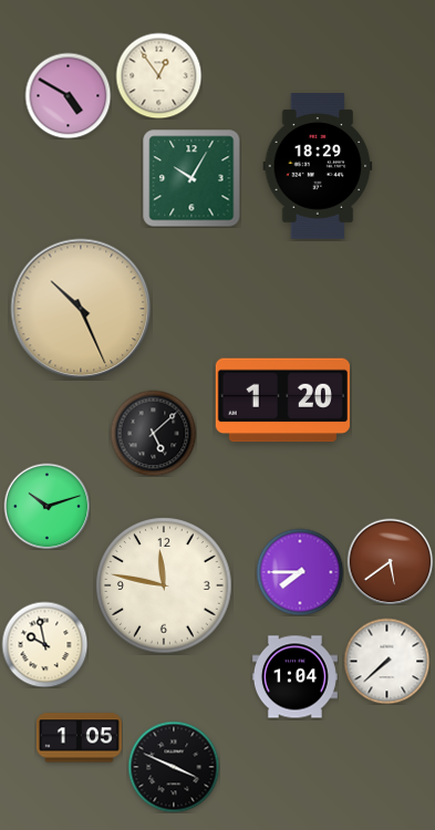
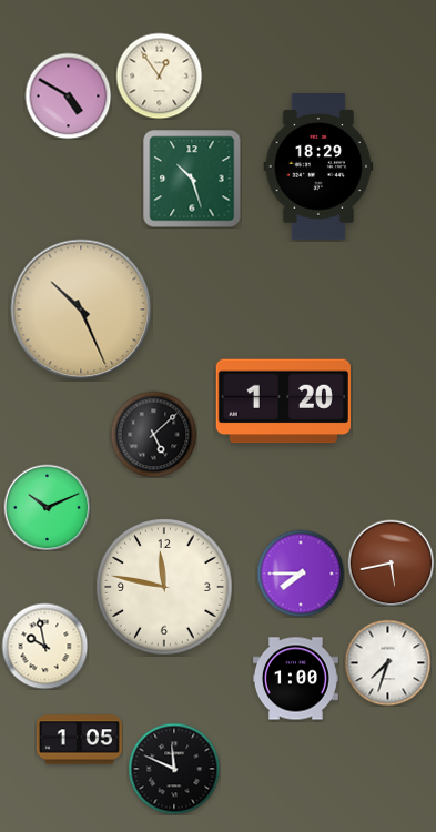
clock at (191, 178): 10:05 -> 10:27
clock at (46, 506): 10:12 -> 10:11
clock at (390, 561): 5:39 -> 5:43
clock at (386, 661): 7:38 -> 7:33
clock at (294, 677): 1:04 -> 1:00
clock at (174, 767): 3:49 -> 11:49
